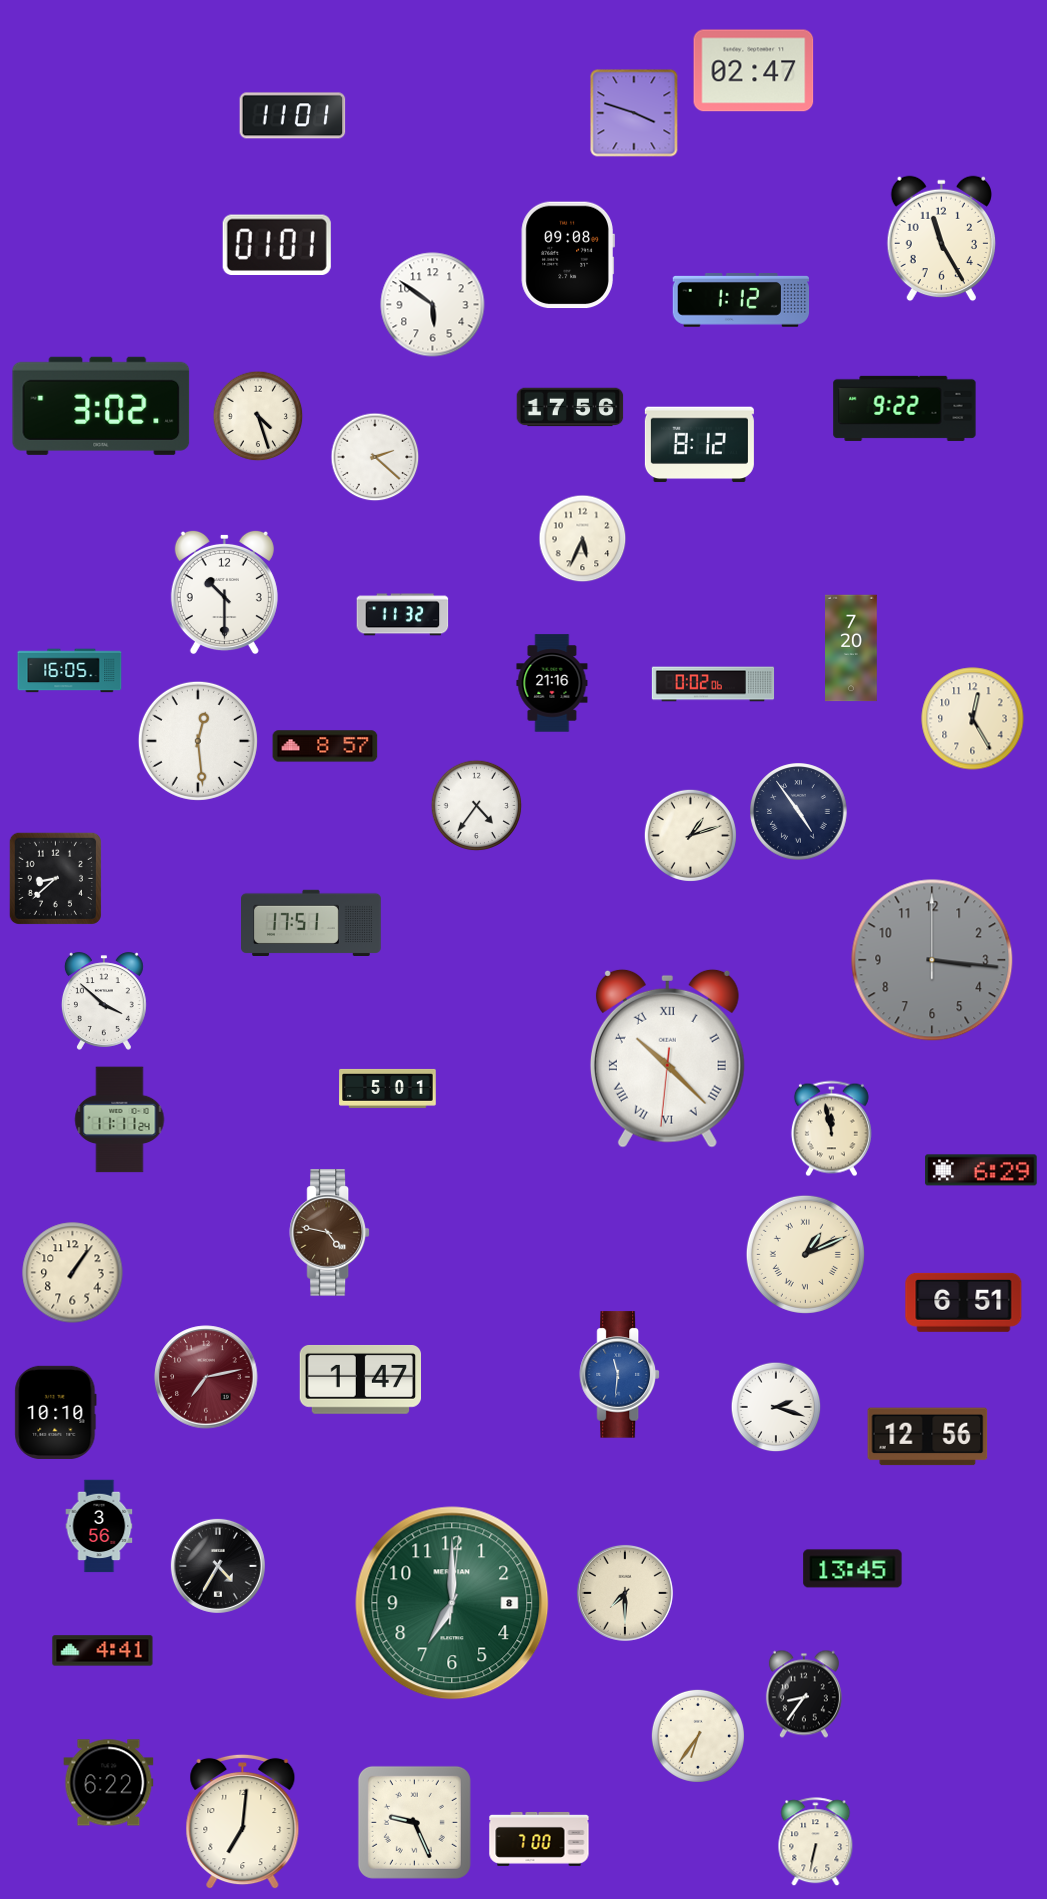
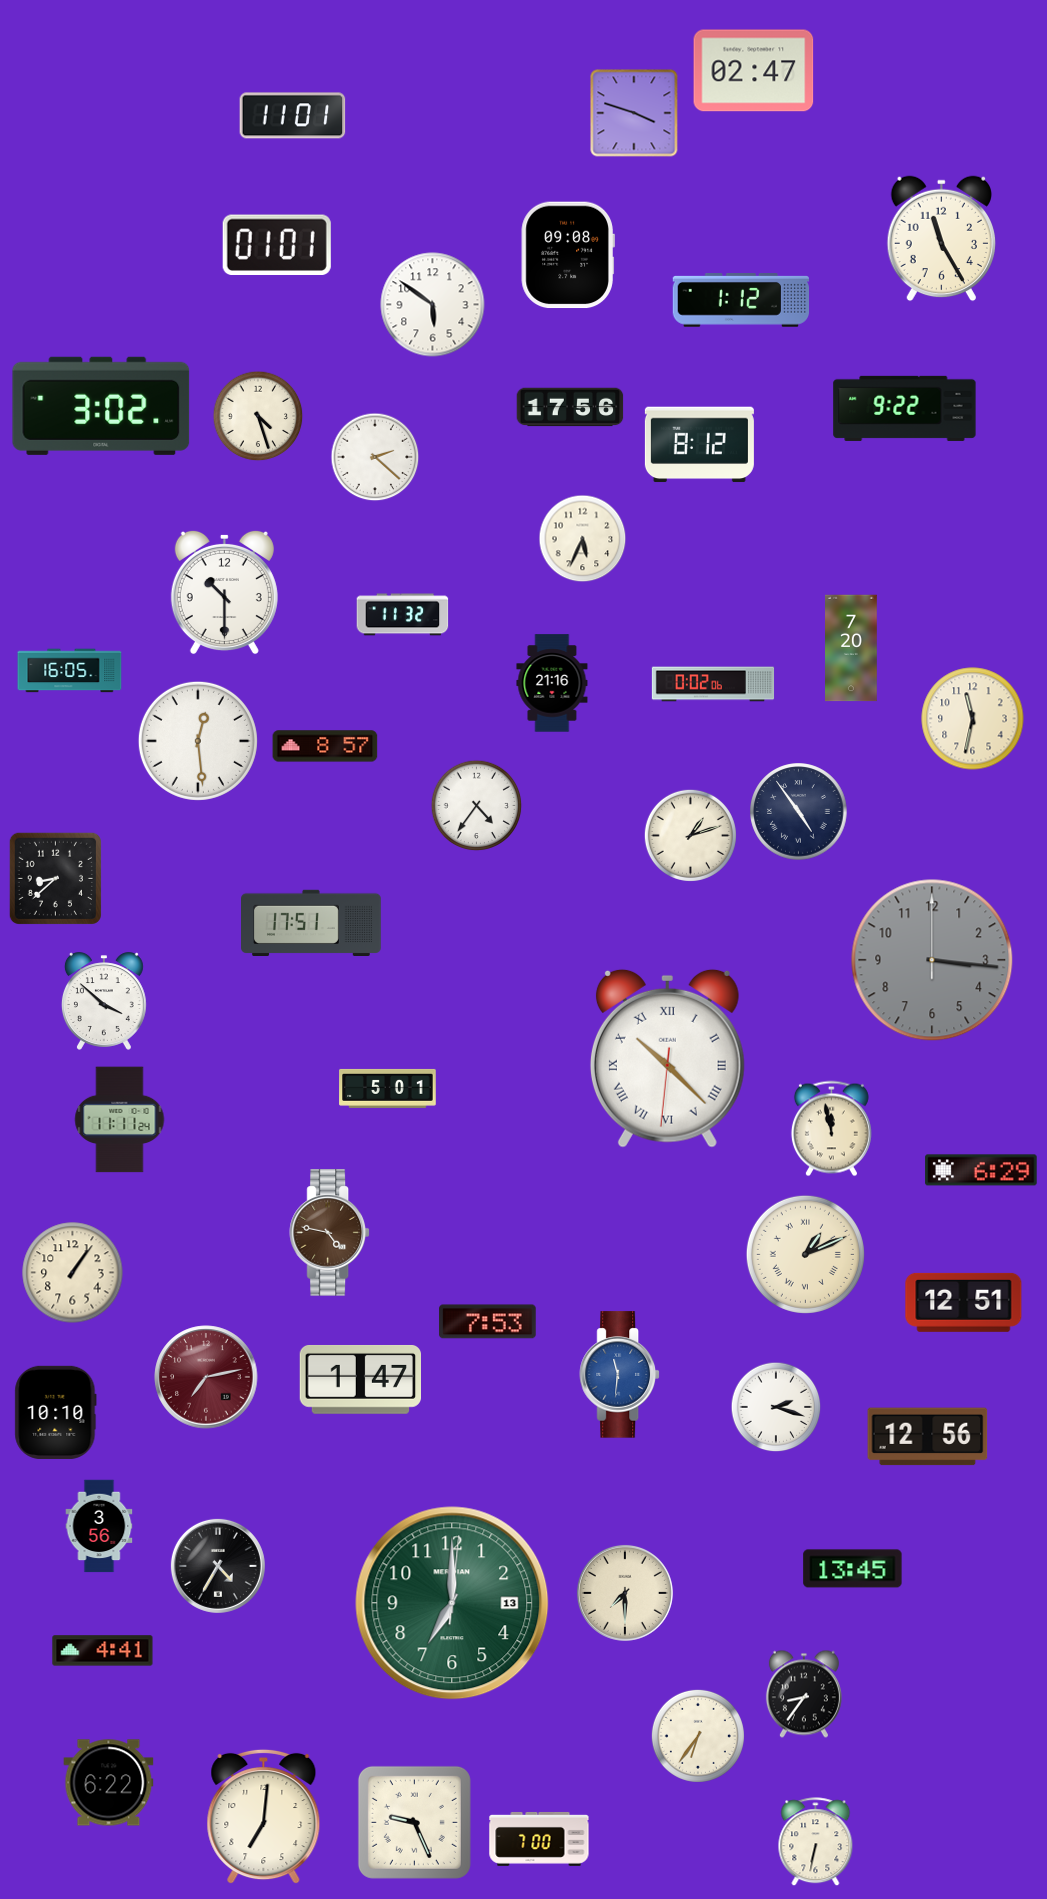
clock at (973, 719): 12:25 -> 11:32
clock at (964, 1302): 6:51 -> 12:51
clock at (488, 1322): none -> 7:53
clock at (452, 1603) date: 8 -> 13
clock at (243, 1822) position: (243, 1822) -> (264, 1817)
